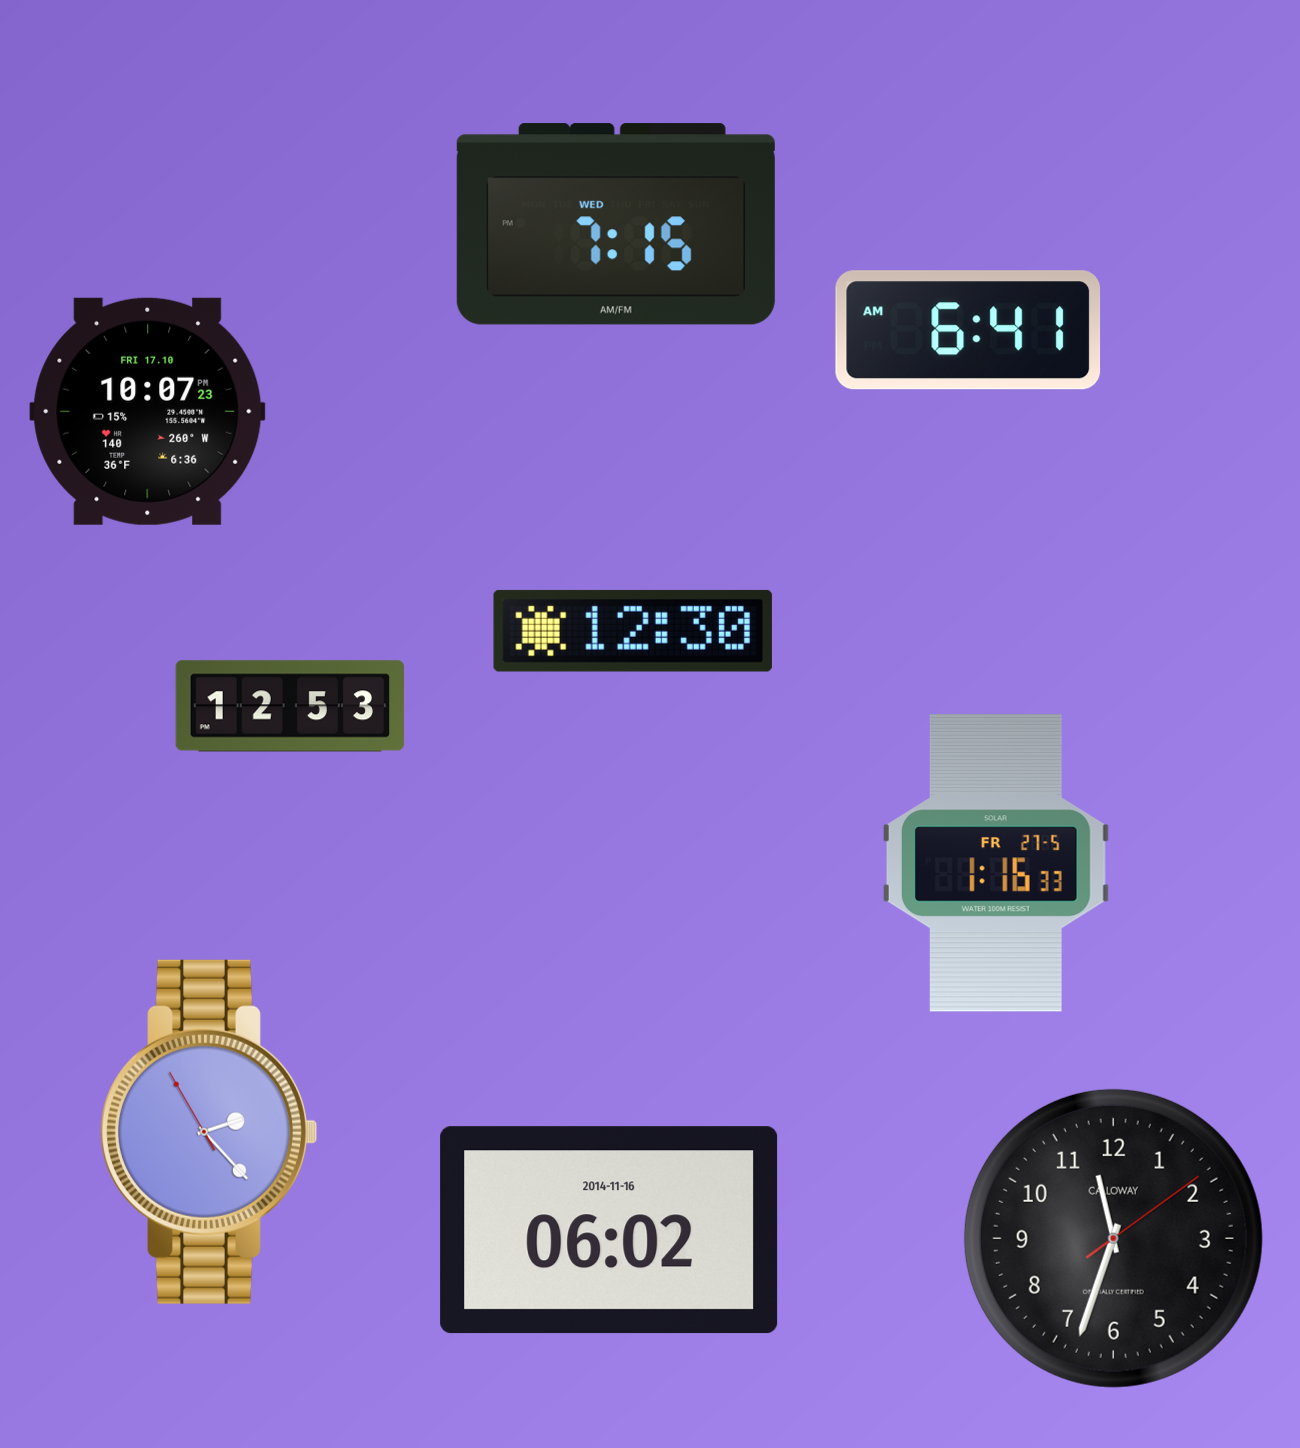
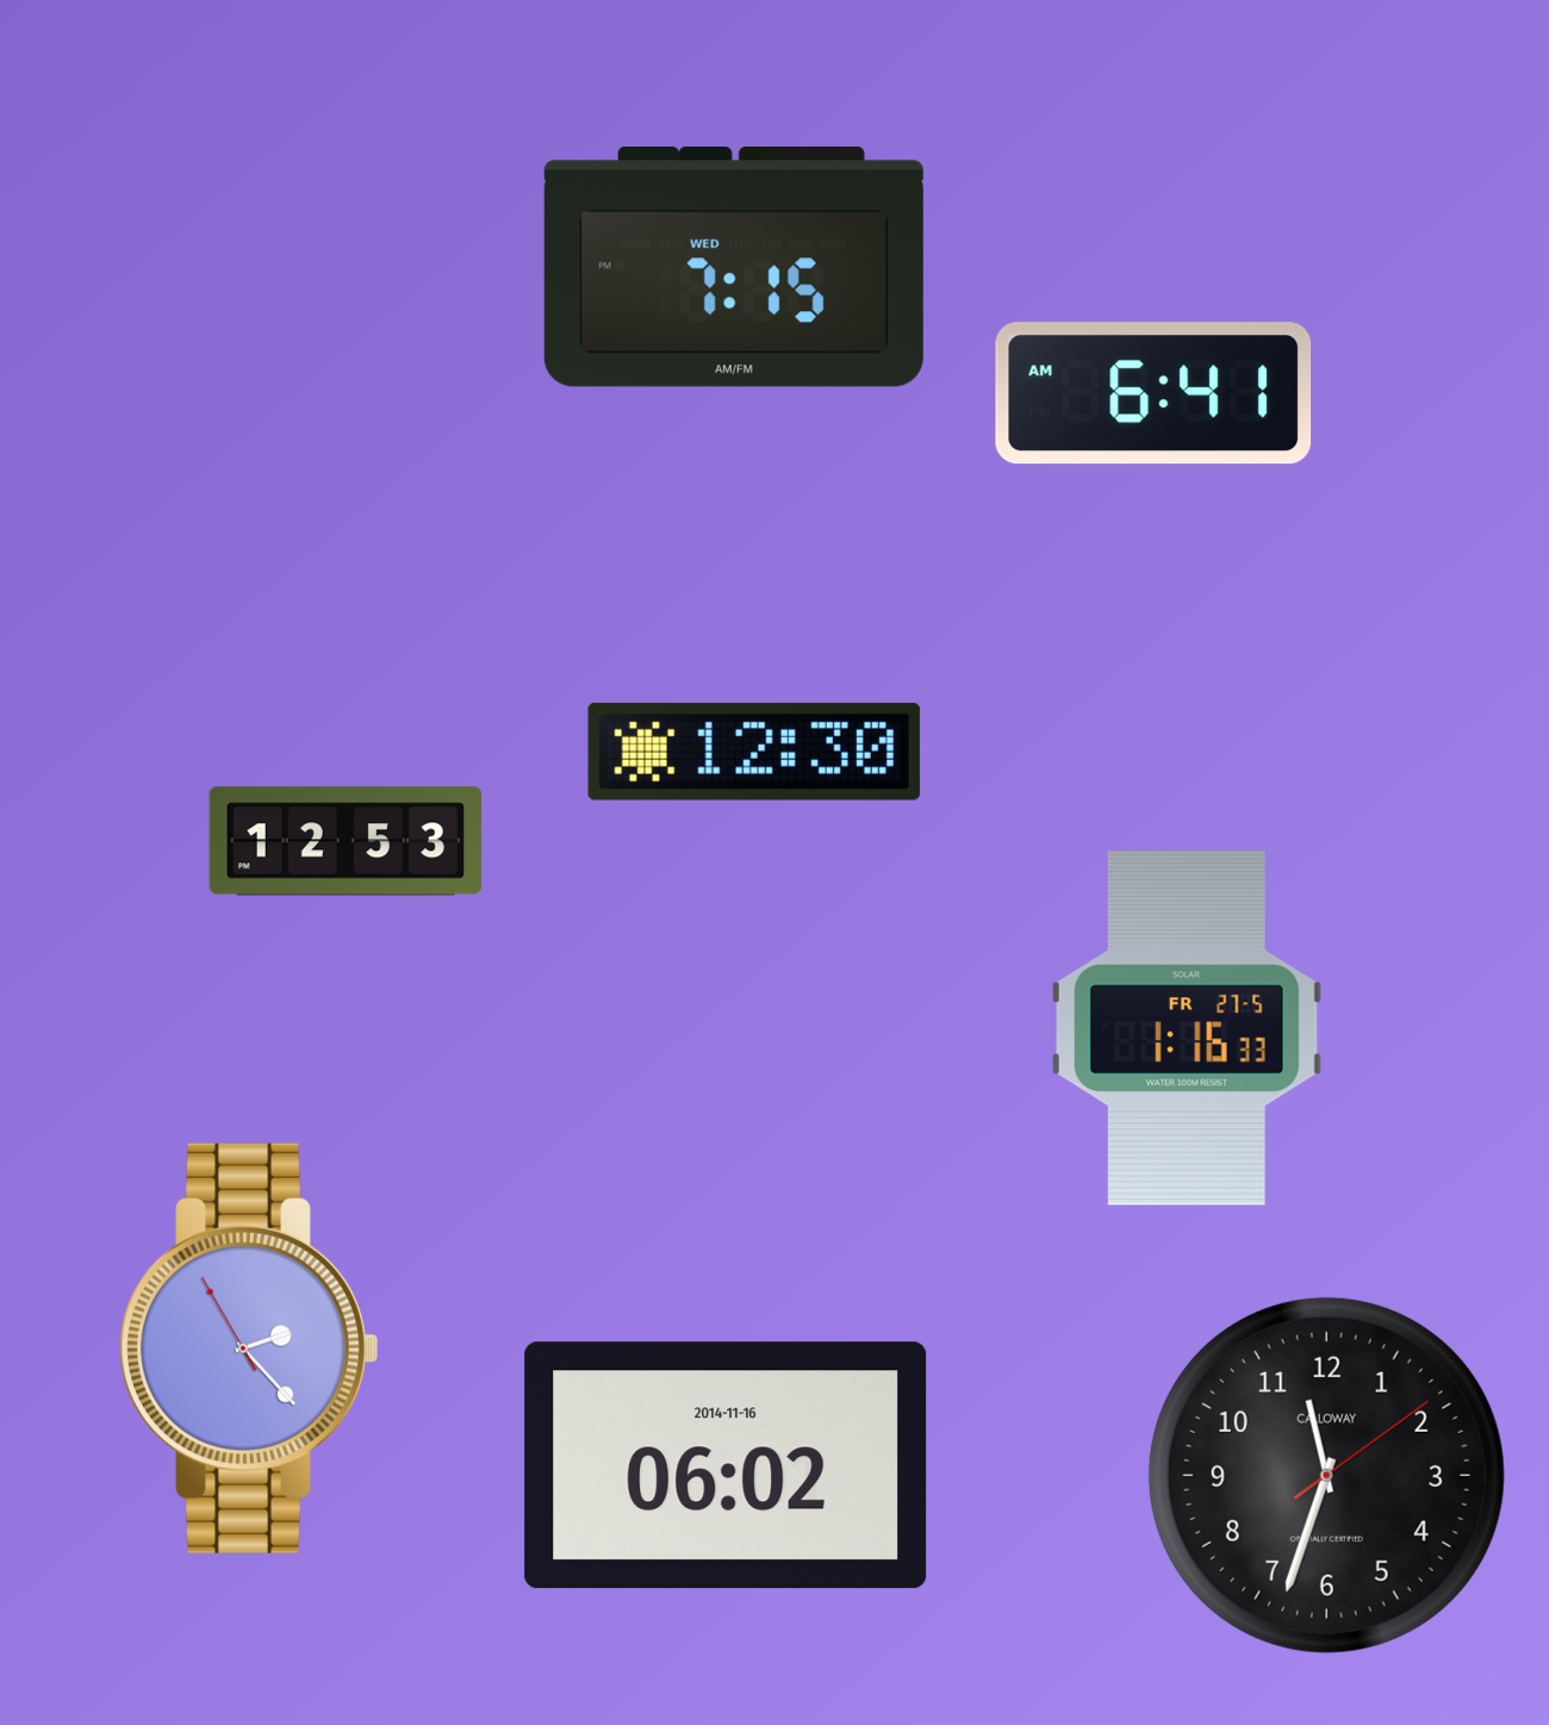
clock at (148, 411): 10:07 -> none
